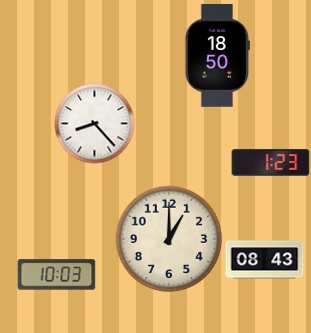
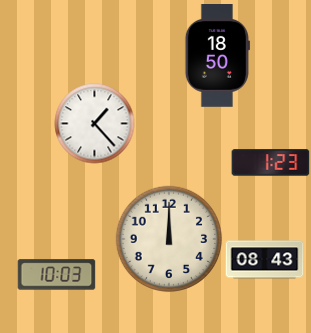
clock at (94, 123): 8:23 -> 1:23
clock at (169, 239): 1:00 -> 12:00
